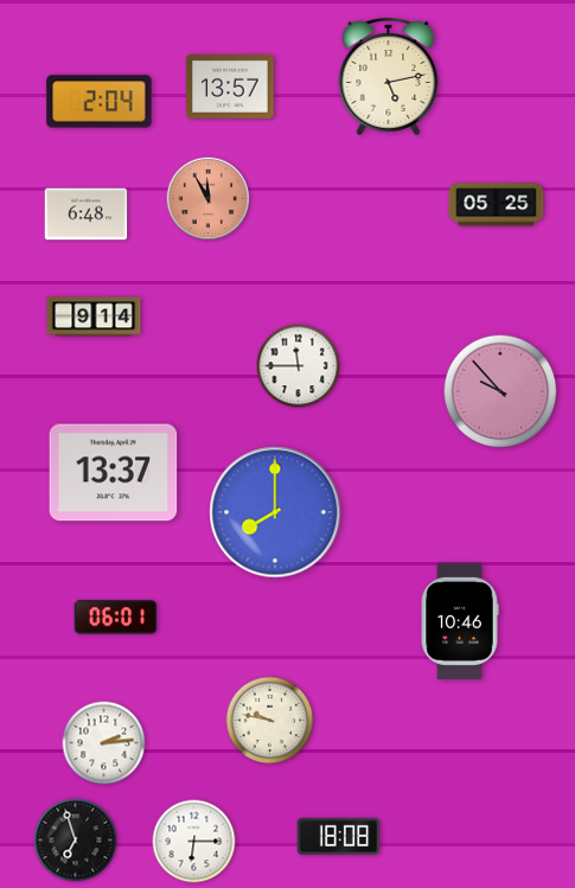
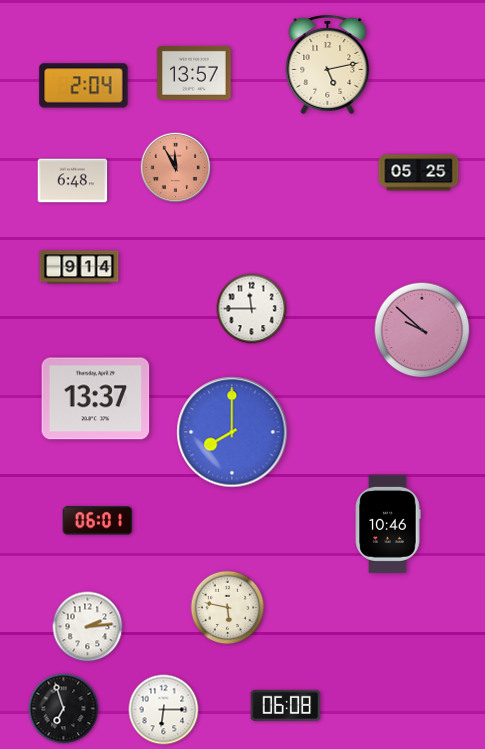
clock at (500, 391): 9:53 -> 9:52
clock at (270, 721): 9:47 -> 5:47
clock at (339, 836): 18:08 -> 06:08
